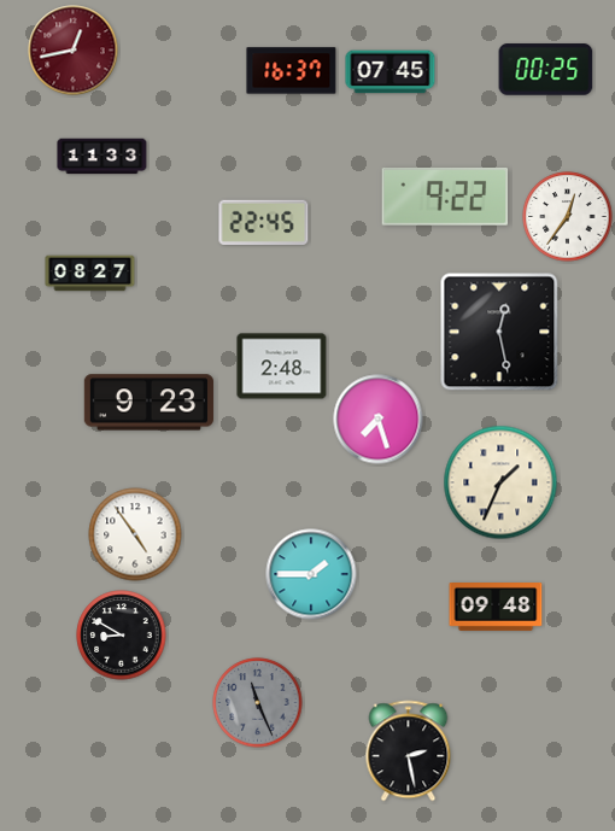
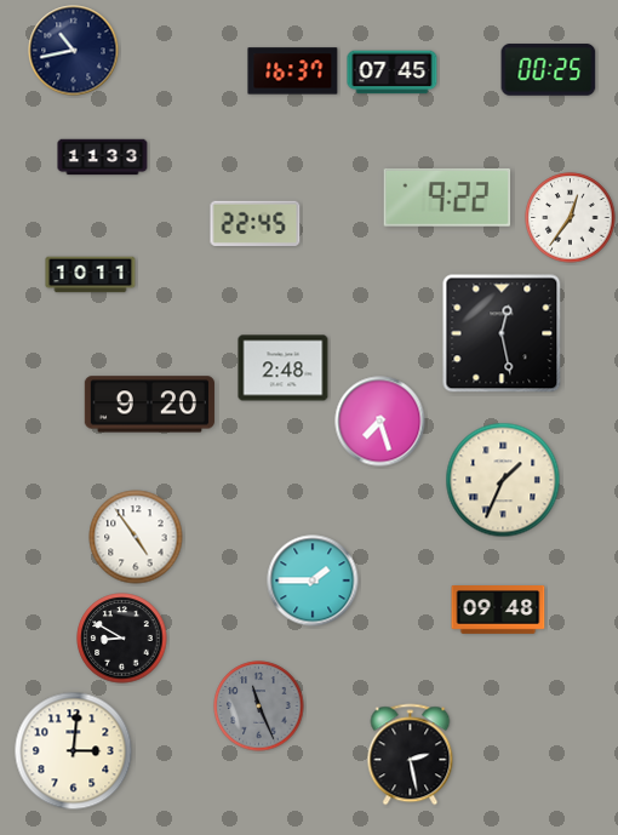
clock at (74, 51): 12:43 -> 10:43
clock at (74, 51) dial: burgundy -> navy
clock at (264, 222) position: (264, 222) -> (256, 223)
clock at (90, 274): 08:27 -> 10:11
clock at (148, 403): 9:23 -> 9:20
clock at (500, 482) position: (500, 482) -> (503, 480)
clock at (311, 574) position: (311, 574) -> (313, 581)
clock at (74, 751): none -> 3:01
